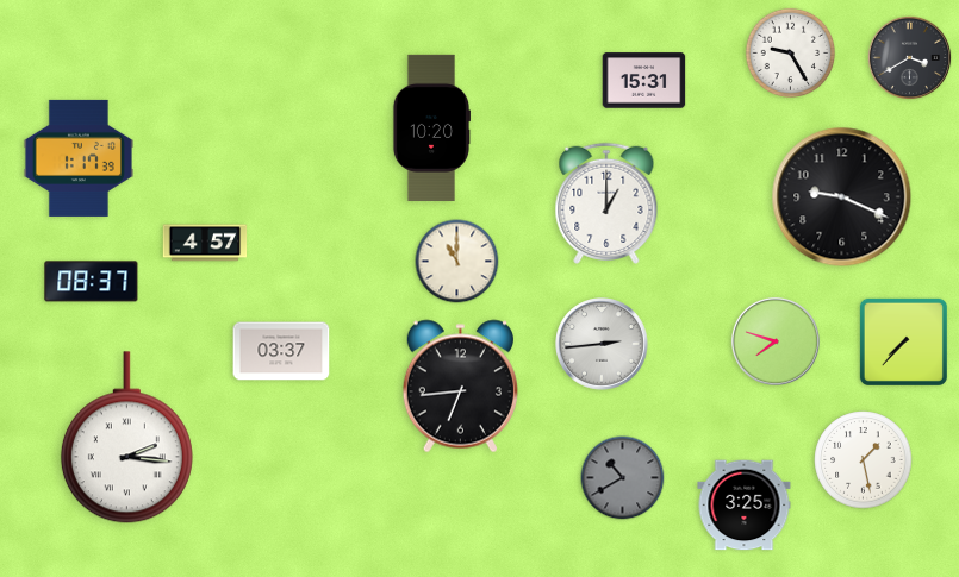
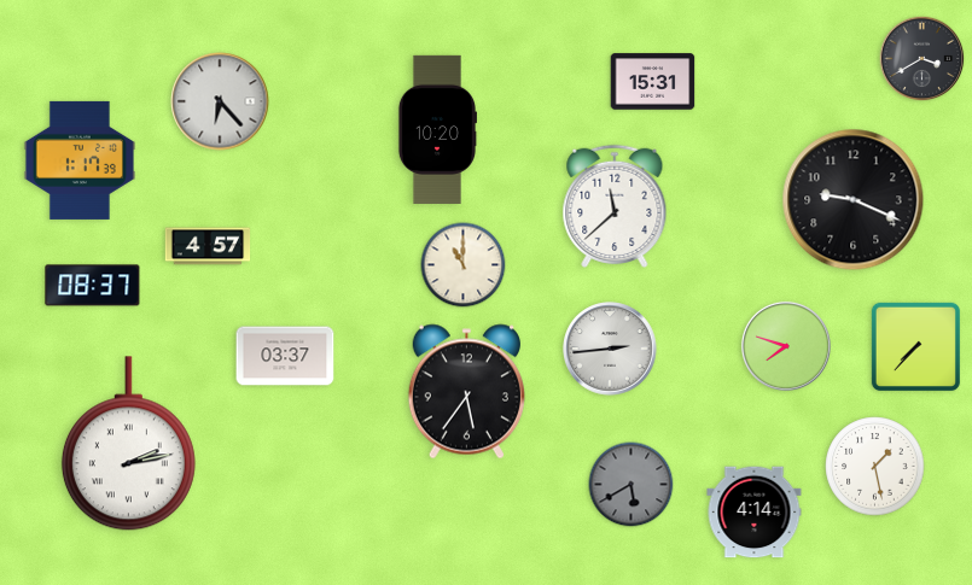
clock at (791, 54): 9:25 -> none
clock at (220, 101): none -> 6:23
clock at (606, 203): 1:00 -> 11:38
clock at (460, 387): 6:44 -> 5:36
clock at (126, 438): 2:16 -> 2:13
clock at (623, 478): 10:40 -> 5:40
clock at (745, 506): 3:25 -> 4:14
